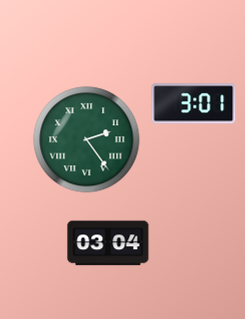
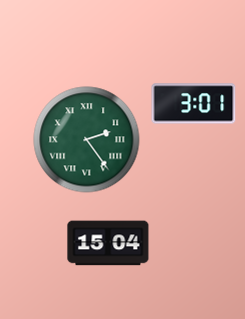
clock at (108, 243): 03:04 -> 15:04
